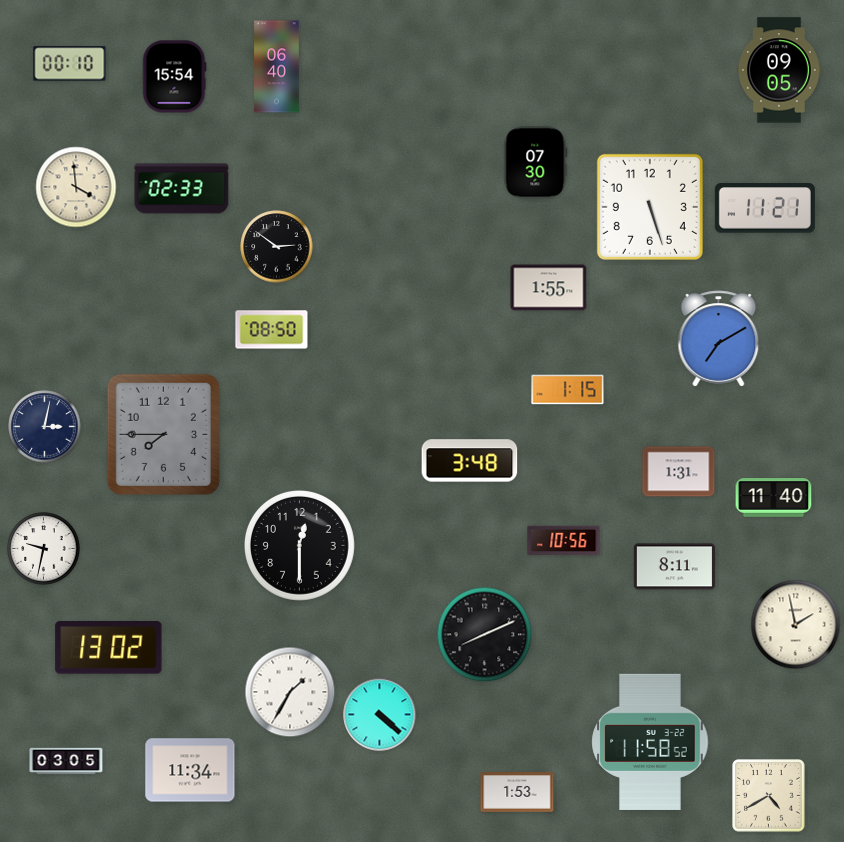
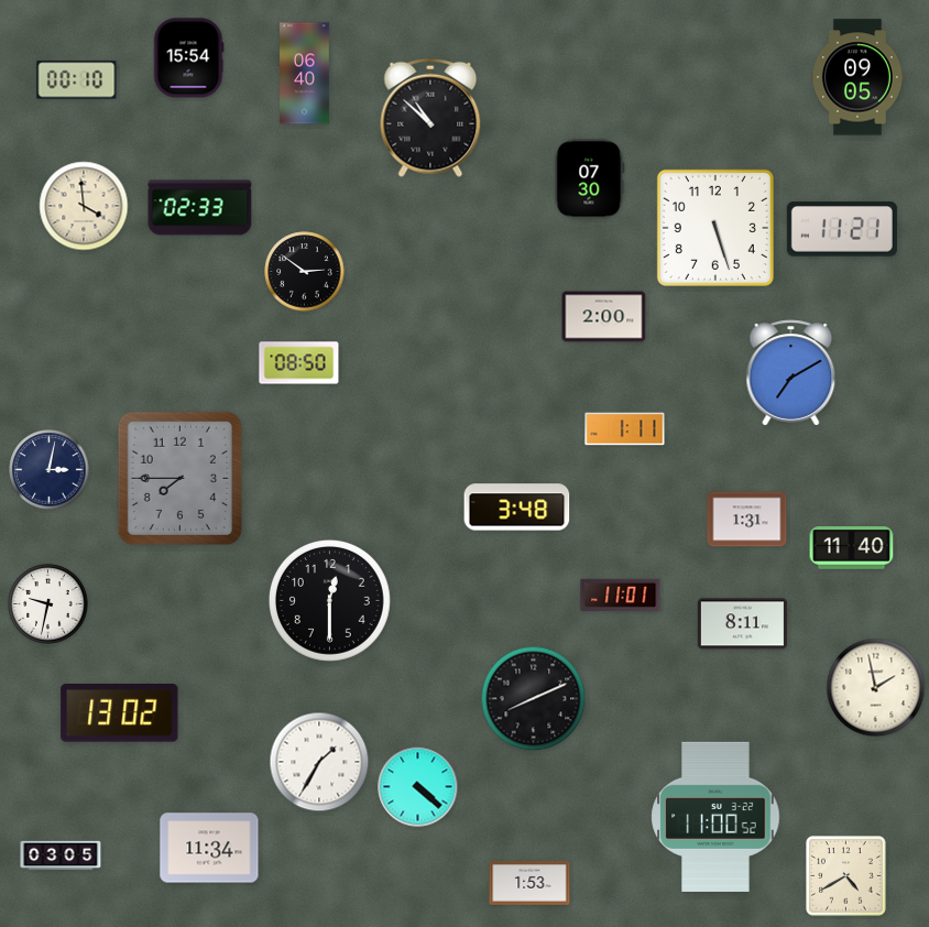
clock at (70, 64) position: (70, 64) -> (77, 80)
clock at (174, 77) position: (174, 77) -> (188, 58)
clock at (430, 118): none -> 10:52
clock at (549, 288): 1:55 -> 2:00
clock at (568, 390): 1:15 -> 1:11
clock at (564, 541): 10:56 -> 11:01
clock at (650, 742): 11:58 -> 11:00
clock at (66, 761) position: (66, 761) -> (61, 855)
clock at (517, 793) position: (517, 793) -> (529, 884)
